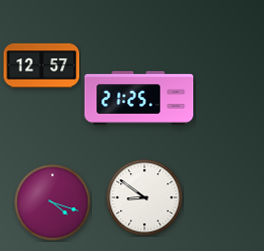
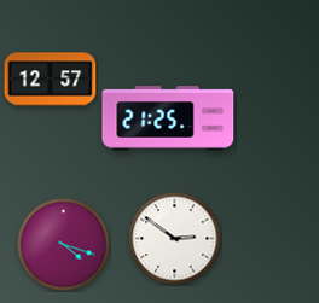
clock at (145, 198): 8:51 -> 2:51
